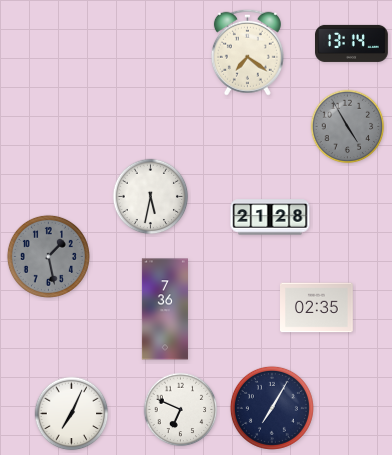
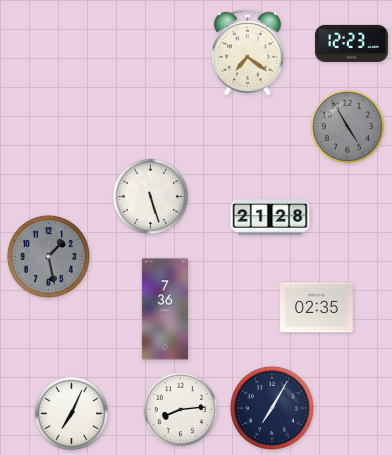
clock at (352, 43): 13:14 -> 12:23
clock at (151, 197): 5:32 -> 5:27
clock at (181, 410): 6:49 -> 8:14
